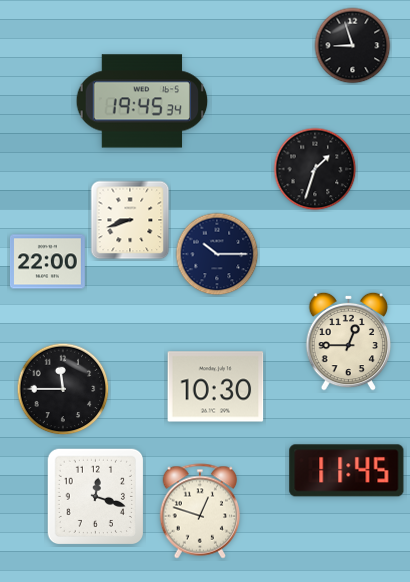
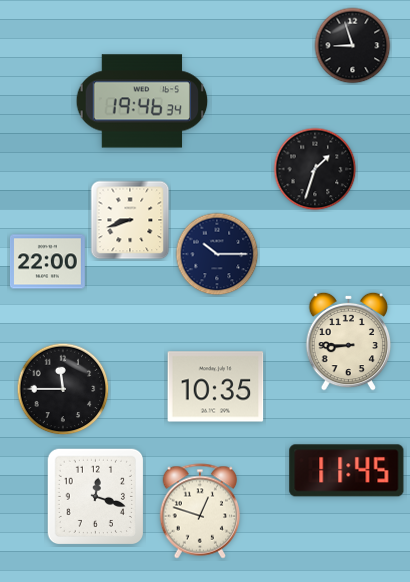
clock at (142, 101): 19:45 -> 19:46
clock at (349, 341): 12:45 -> 8:45
clock at (216, 387): 10:30 -> 10:35
